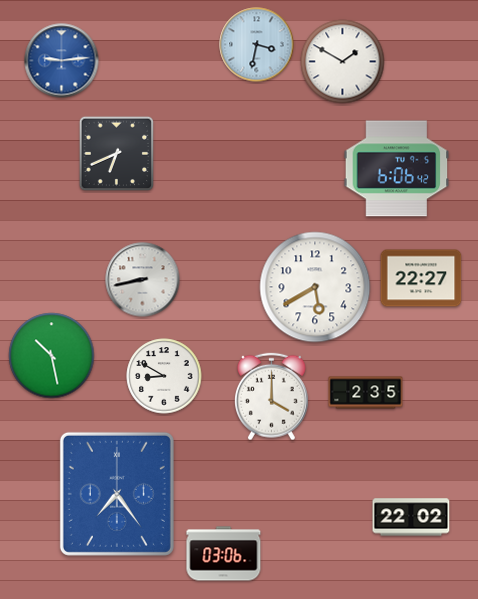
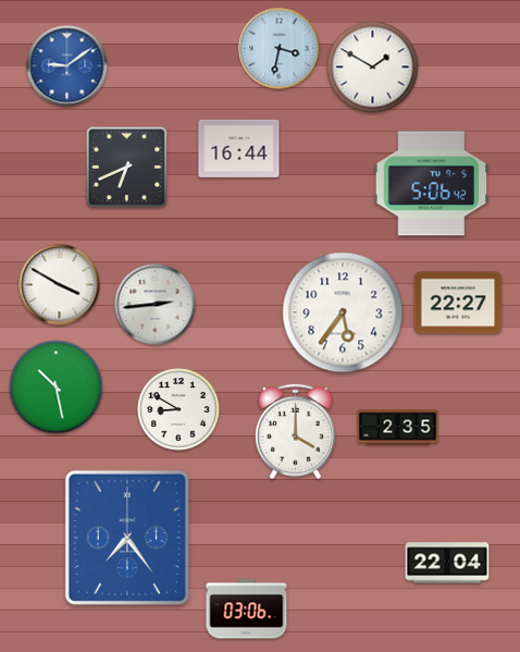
clock at (62, 61): 9:14 -> 9:09
clock at (239, 148): none -> 16:44
clock at (397, 169): 6:06 -> 5:06
clock at (60, 285): none -> 3:50
clock at (143, 280): 8:43 -> 2:44
clock at (315, 287): 5:40 -> 5:36
clock at (411, 517): 22:02 -> 22:04
clock at (224, 554) position: (224, 554) -> (247, 610)
